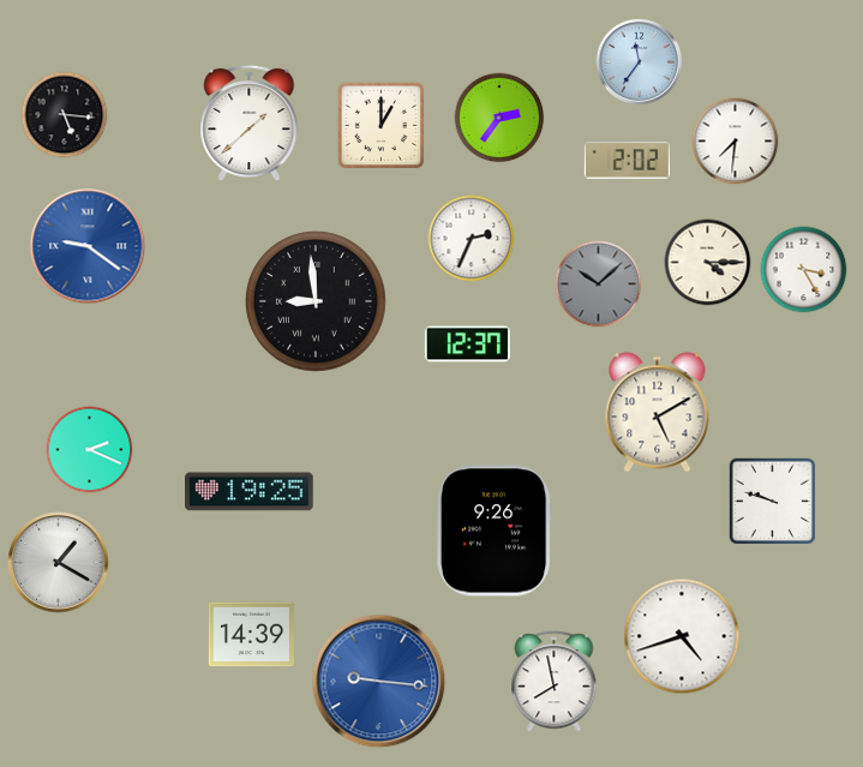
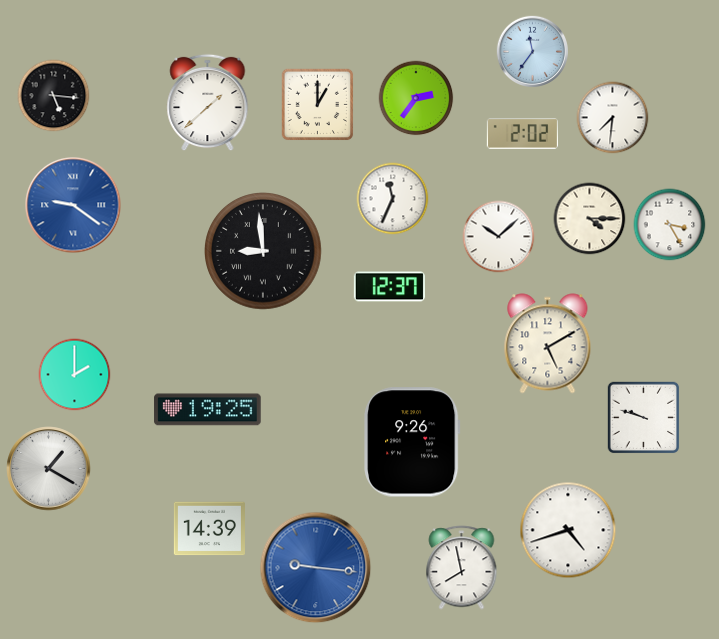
clock at (472, 239): 2:34 -> 11:34
clock at (599, 284) dial: grey -> white
clock at (90, 450): 2:19 -> 2:00
